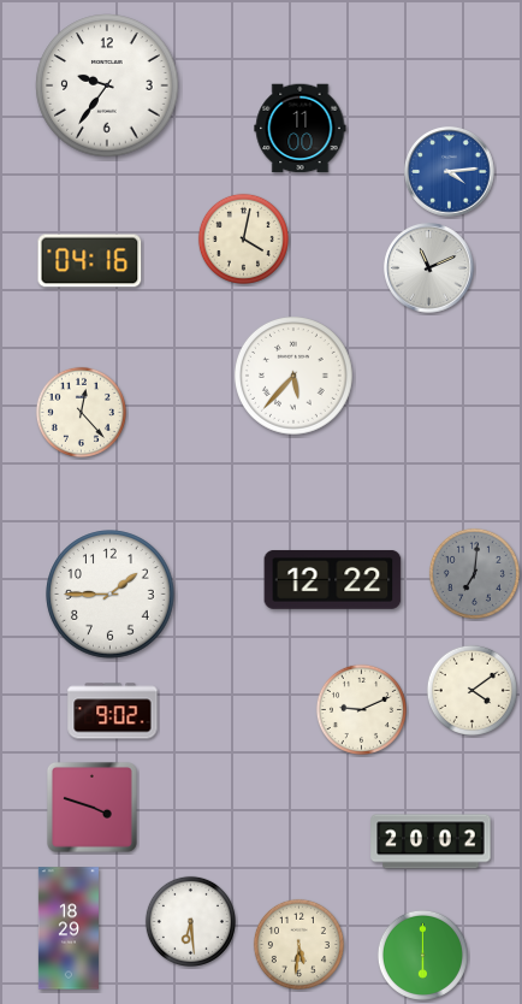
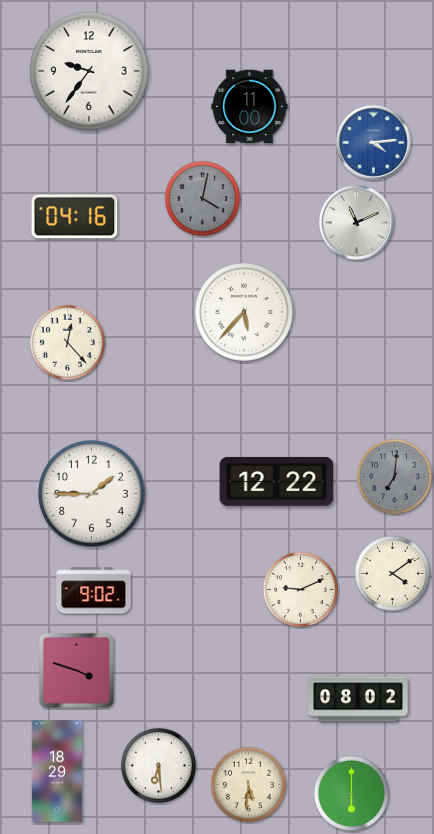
clock at (243, 238) dial: cream -> grey
clock at (431, 841): 20:02 -> 08:02
